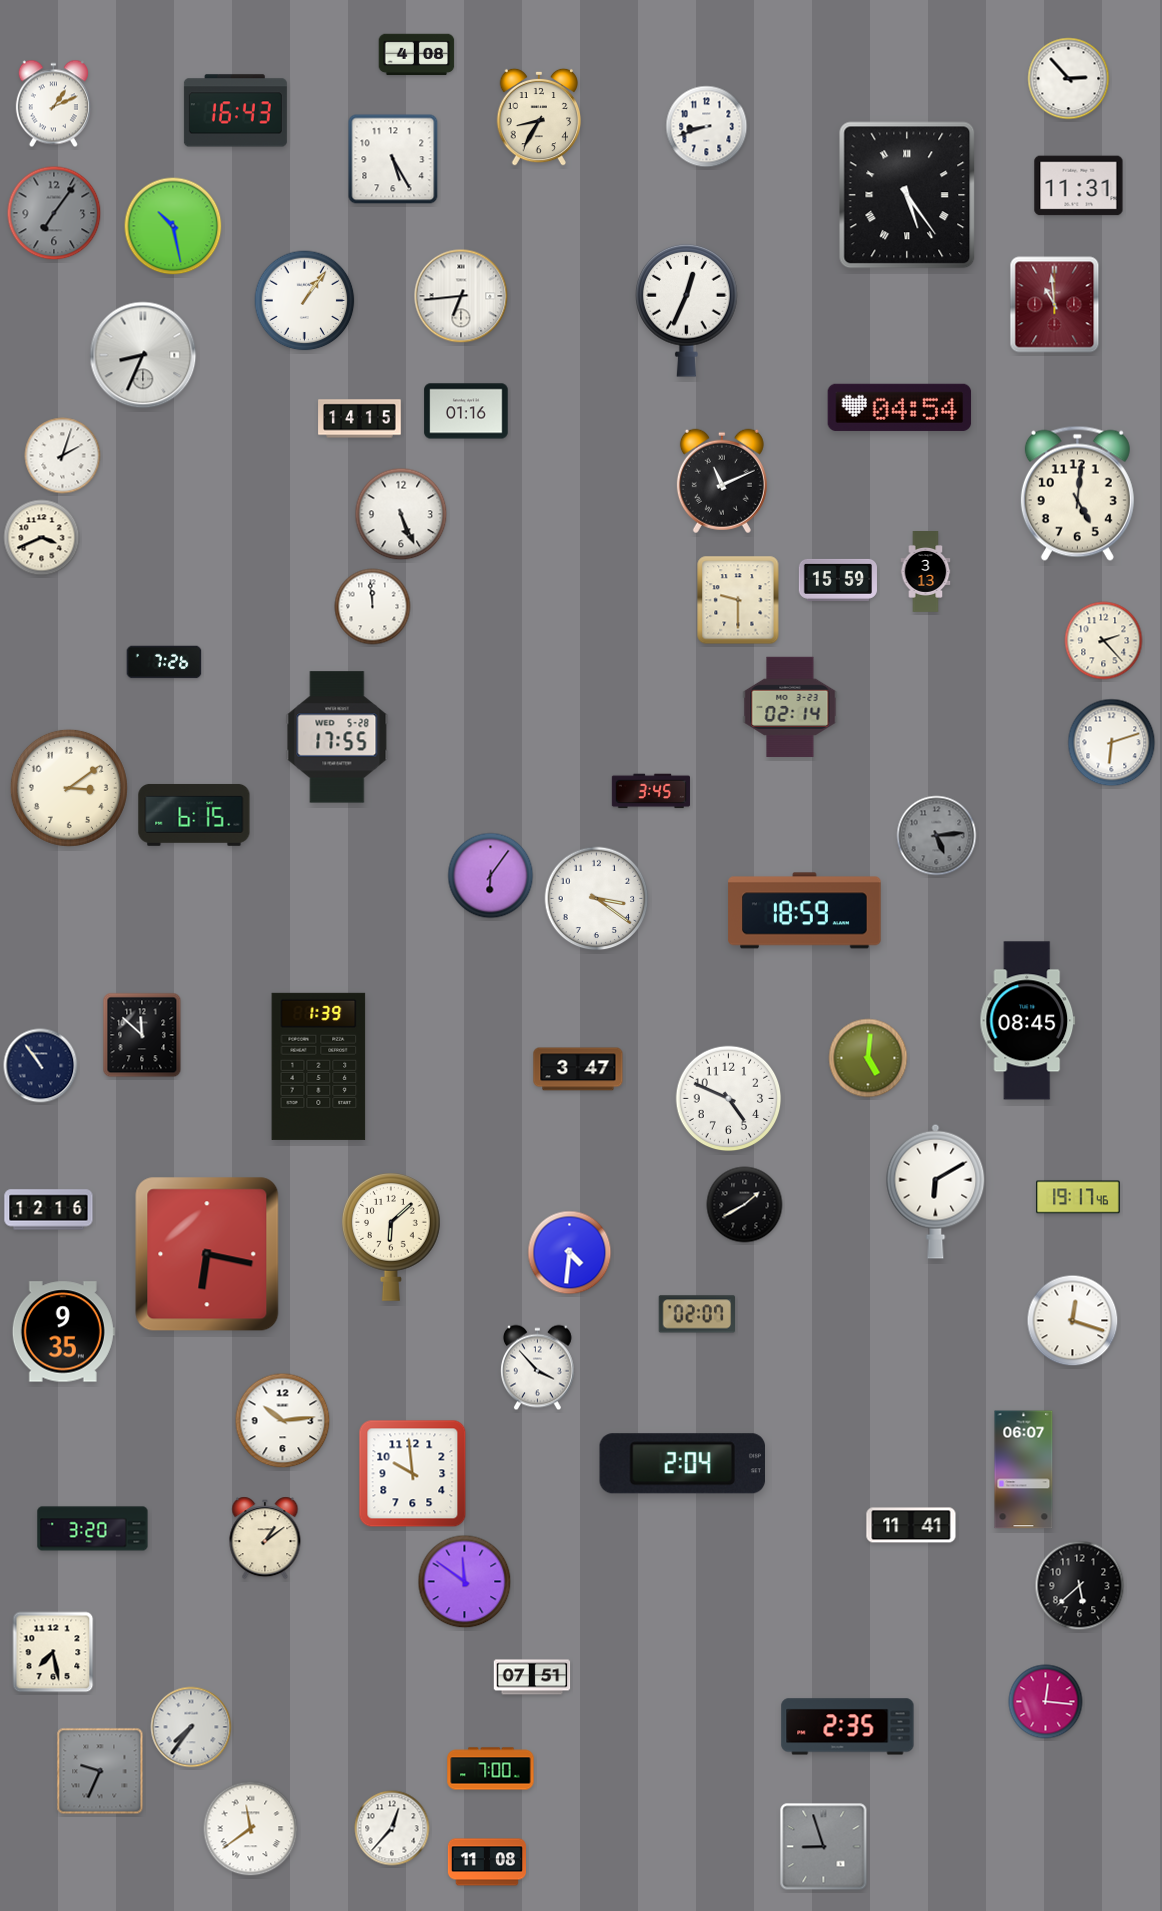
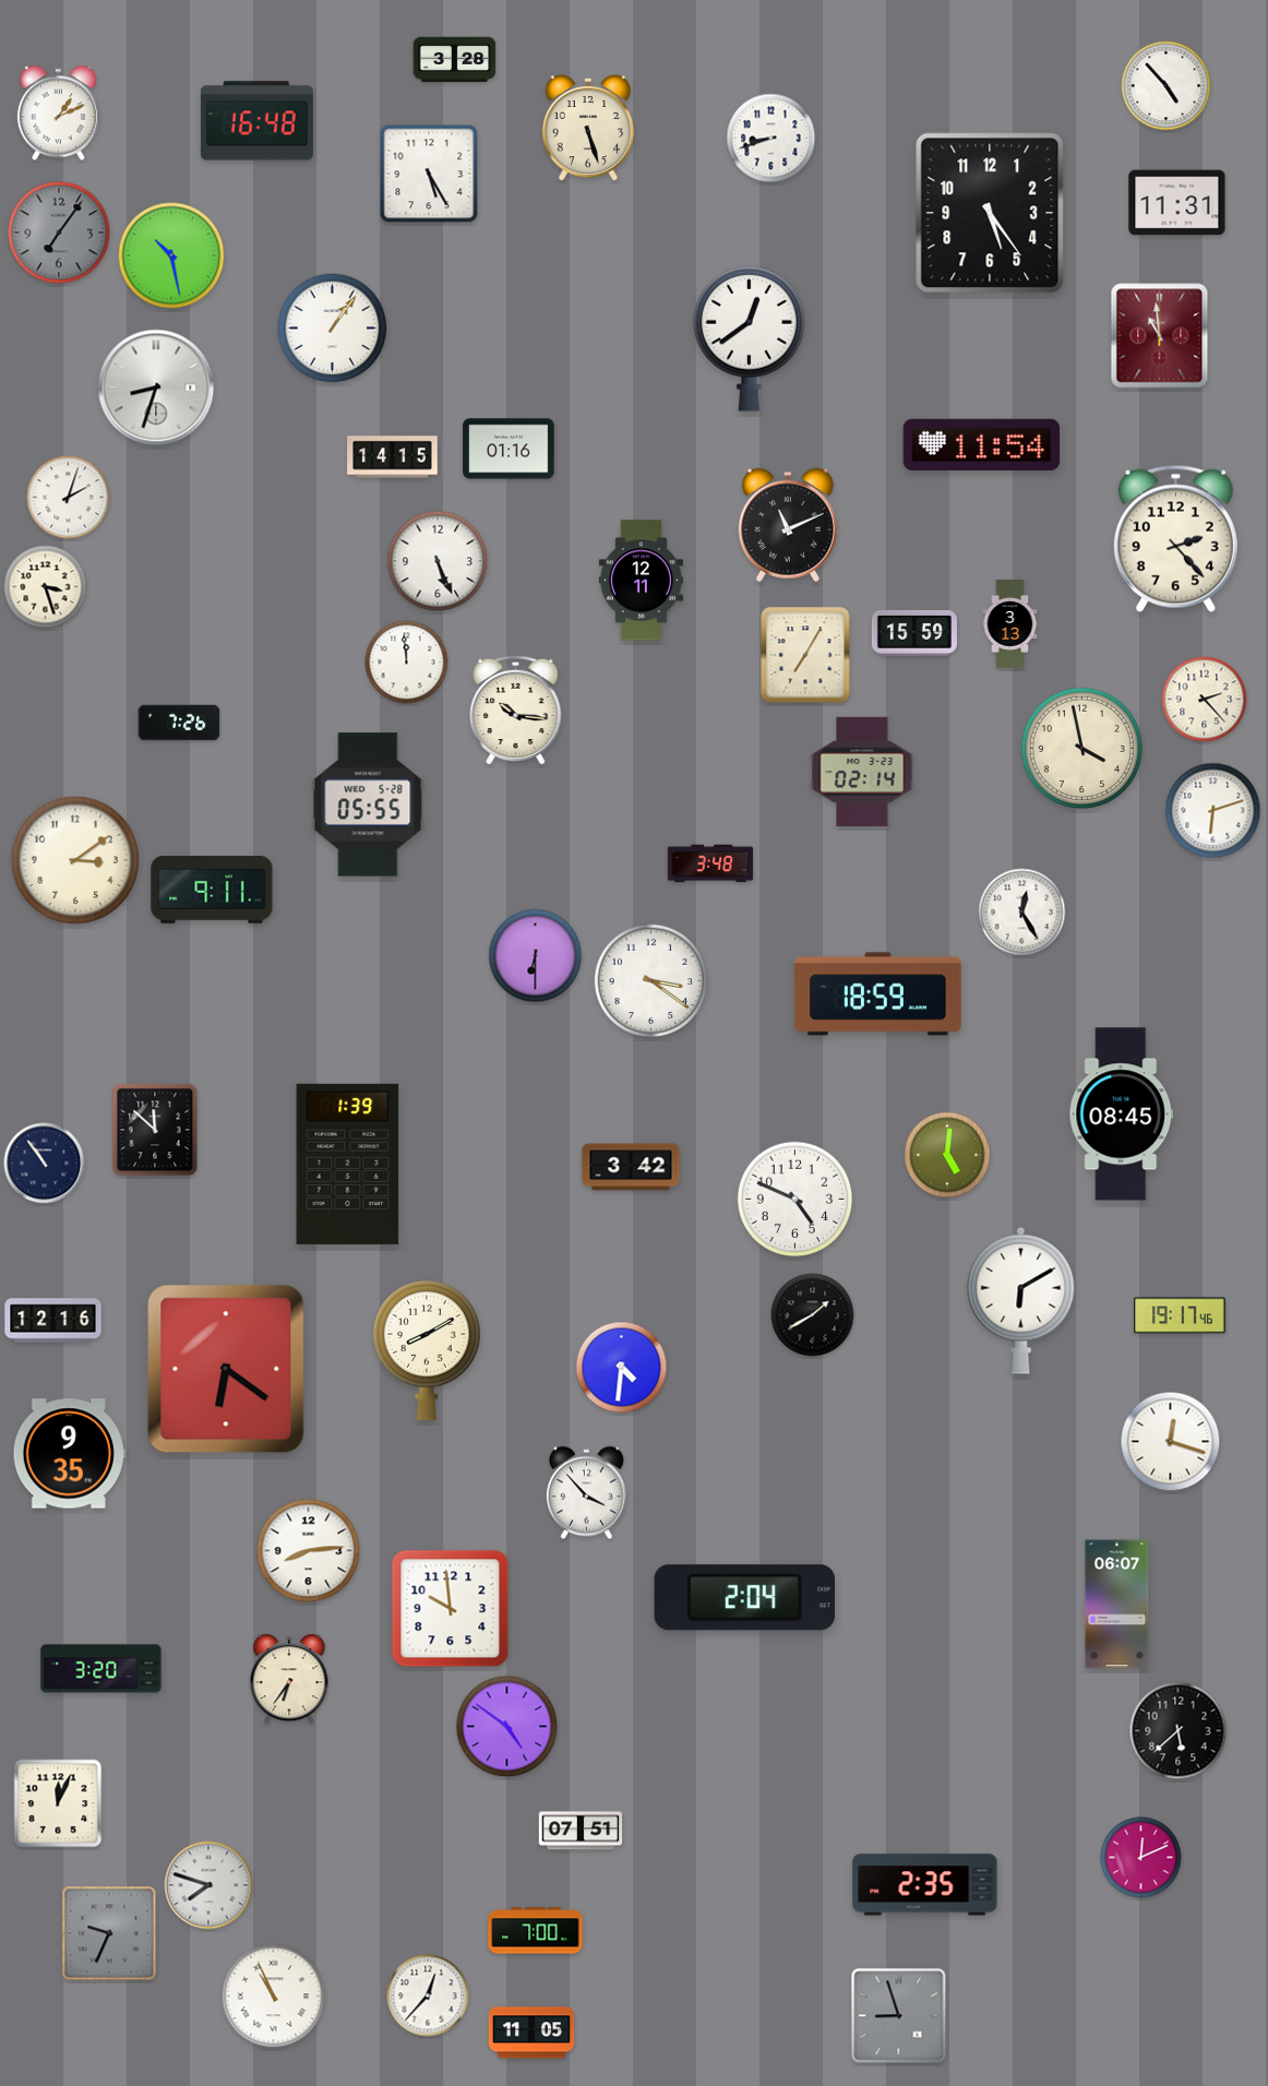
clock at (417, 55): 4:08 -> 3:28
clock at (1069, 79): 2:53 -> 4:53
clock at (235, 111): 16:43 -> 16:48
clock at (538, 117): 8:35 -> 5:27
clock at (907, 195) numerals: Roman -> Arabic
clock at (173, 226) position: (173, 226) -> (171, 255)
clock at (461, 296): 6:44 -> none
clock at (1055, 305) position: (1055, 305) -> (1160, 336)
clock at (687, 310): 12:34 -> 12:39
clock at (143, 355): 8:34 -> 8:33
clock at (900, 407): 04:54 -> 11:54
clock at (1077, 493): 5:01 -> 2:23
clock at (641, 581): none -> 12:11
clock at (42, 538): 3:41 -> 3:27
clock at (738, 600): 9:30 -> 7:05
clock at (516, 710): none -> 10:16
clock at (1081, 748): none -> 3:58
clock at (337, 737): 17:55 -> 05:55
clock at (651, 791): 3:45 -> 3:48
clock at (194, 815): 6:15 -> 9:11
clock at (937, 836): 5:14 -> 12:25
clock at (937, 836) dial: grey -> white
clock at (491, 876): 6:06 -> 6:30
clock at (578, 1069): 3:47 -> 3:42
clock at (1078, 1197) position: (1078, 1197) -> (1180, 1315)
clock at (391, 1237): 6:08 -> 8:10
clock at (207, 1254): 6:17 -> 6:21
clock at (697, 1314): 02:07 -> none
clock at (283, 1421): 10:14 -> 8:14
clock at (911, 1525): 11:41 -> none
clock at (265, 1538): 1:09 -> 6:36
clock at (465, 1582): 11:51 -> 4:51
clock at (53, 1652): 7:28 -> 12:04
clock at (1046, 1702): 12:16 -> 12:11
clock at (191, 1727): 7:36 -> 7:48
clock at (251, 1829): 11:39 -> 10:56
clock at (486, 1862): 11:08 -> 11:05
